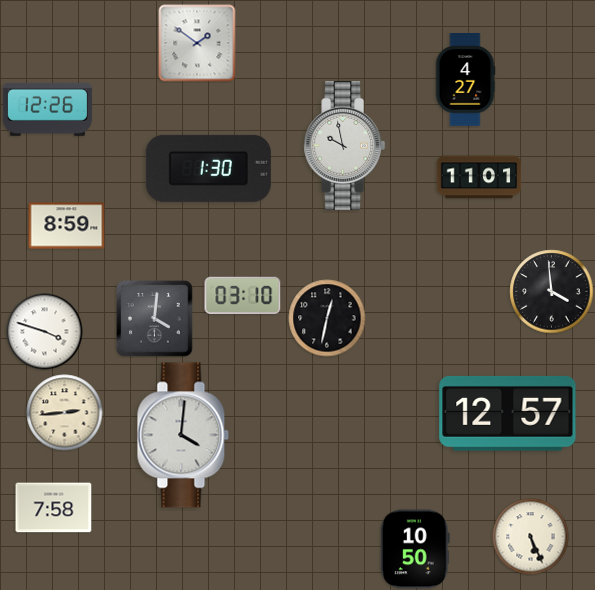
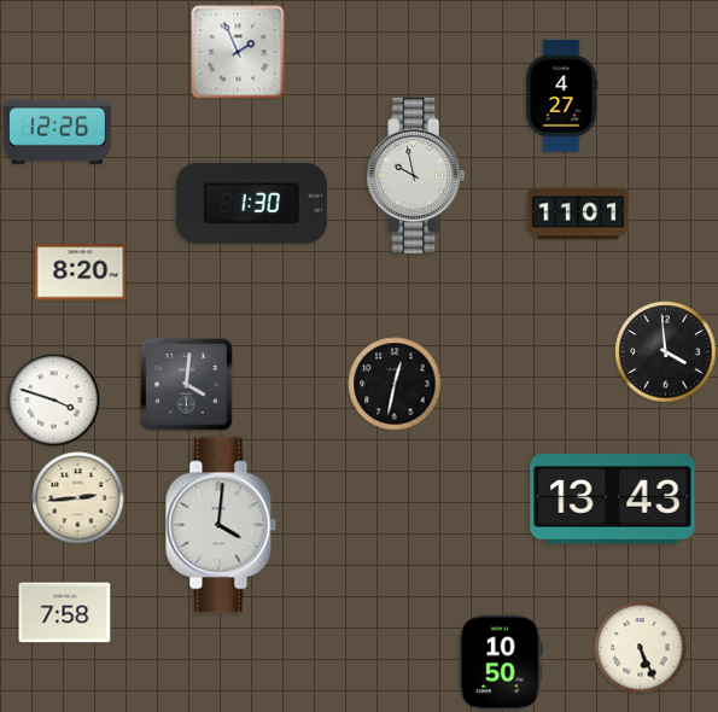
clock at (197, 43): 1:51 -> 1:56
clock at (67, 226): 8:59 -> 8:20
clock at (243, 295): 03:10 -> none
clock at (508, 413): 12:57 -> 13:43
